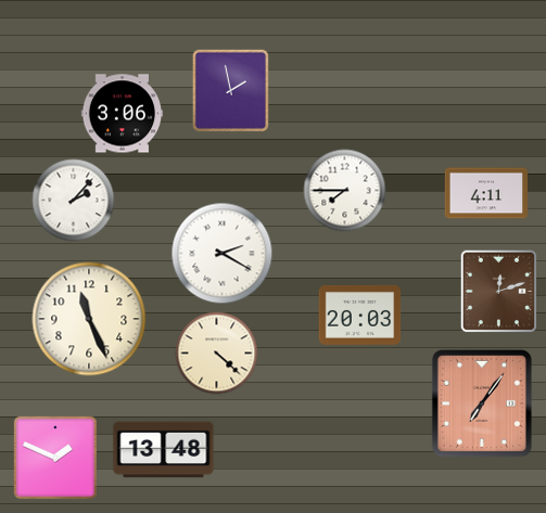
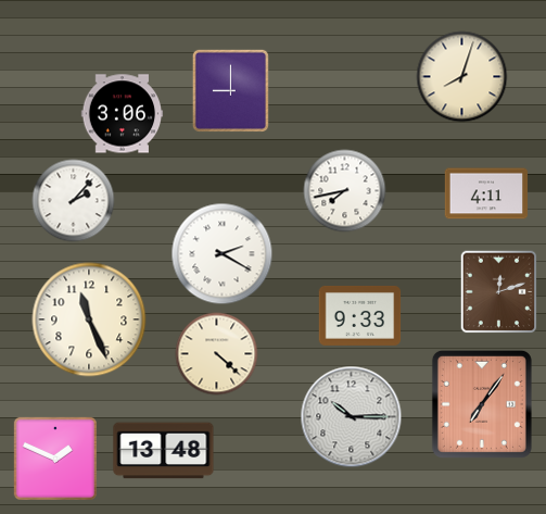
clock at (462, 77): none -> 8:03
clock at (230, 90): 1:58 -> 9:00
clock at (345, 191): 7:45 -> 7:43
clock at (360, 315): 20:03 -> 9:33
clock at (352, 417): none -> 10:15
